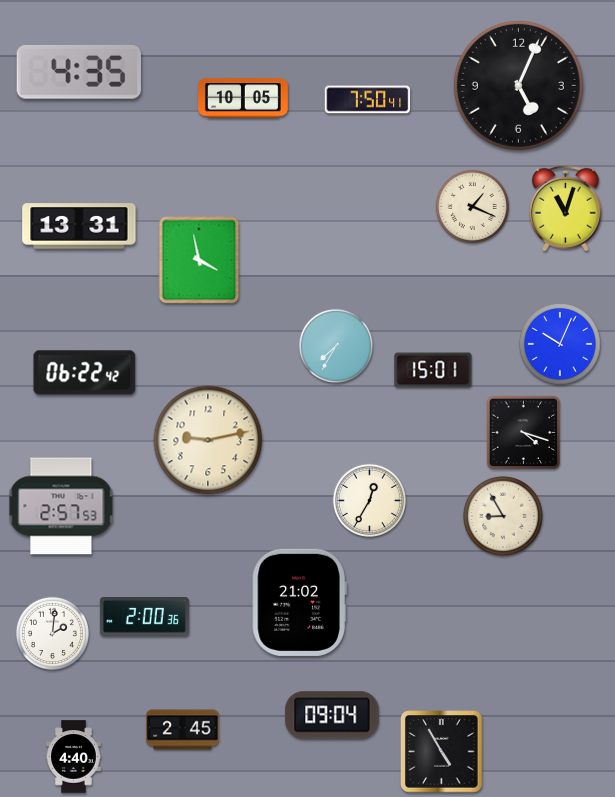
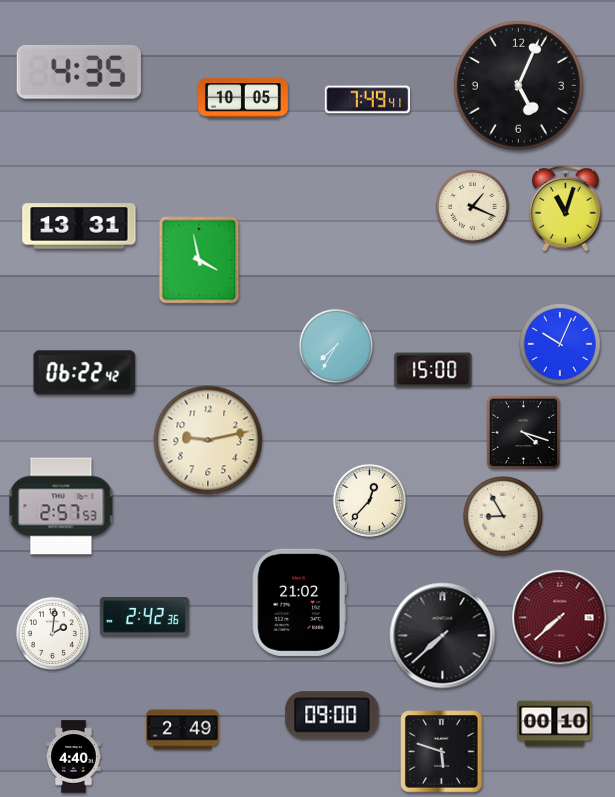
clock at (368, 100): 7:50 -> 7:49
clock at (433, 370): 15:01 -> 15:00
clock at (369, 500): 12:35 -> 12:37
clock at (144, 617): 2:00 -> 2:42
clock at (560, 618): none -> 7:38
clock at (443, 636): none -> 7:38
clock at (332, 715): 09:04 -> 09:00
clock at (555, 724): none -> 00:10
clock at (183, 730): 2:45 -> 2:49
clock at (442, 752): 4:55 -> 5:48
